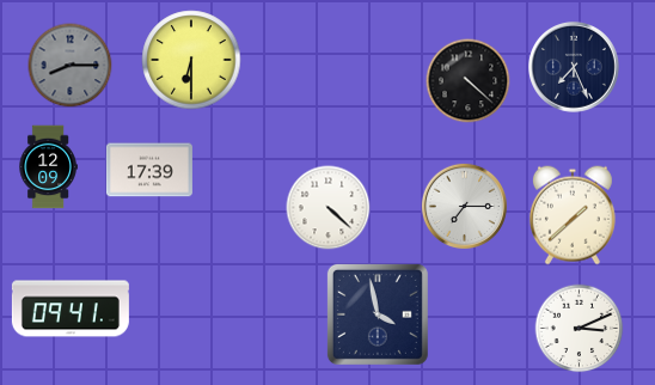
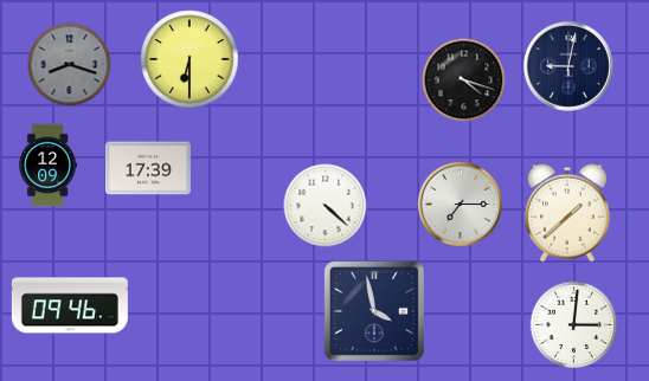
clock at (71, 66): 8:15 -> 8:18
clock at (575, 68): 7:26 -> 9:02
clock at (469, 81): 4:22 -> 4:18
clock at (71, 308): 09:41 -> 09:46
clock at (580, 329): 3:11 -> 3:01
